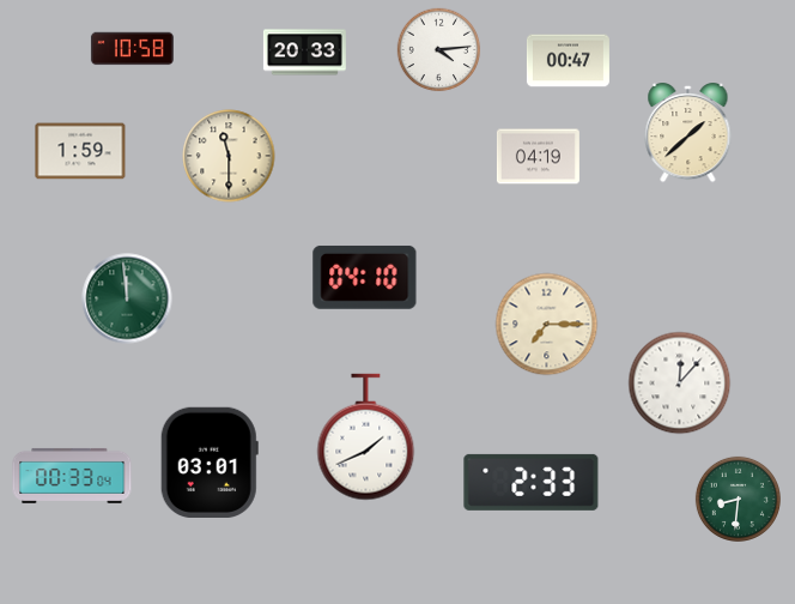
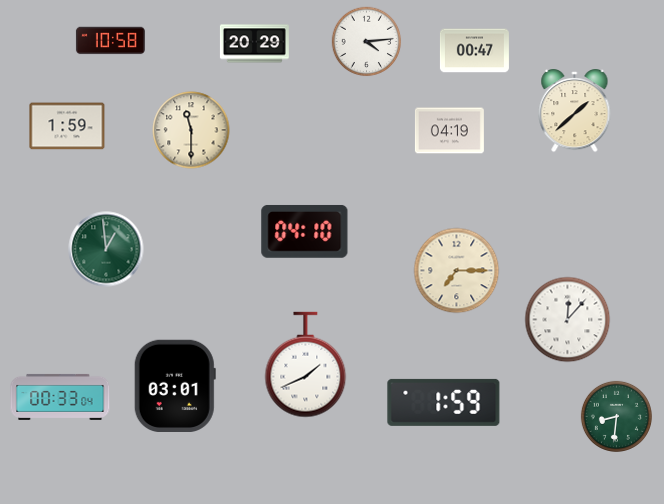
clock at (304, 53): 20:33 -> 20:29
clock at (127, 298): 11:59 -> 12:59
clock at (532, 482): 2:33 -> 1:59
